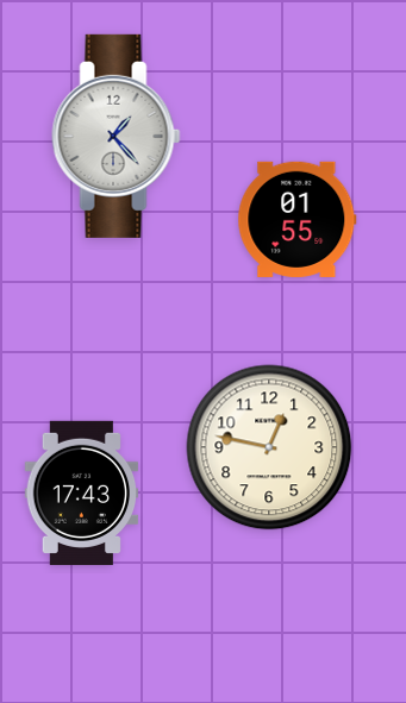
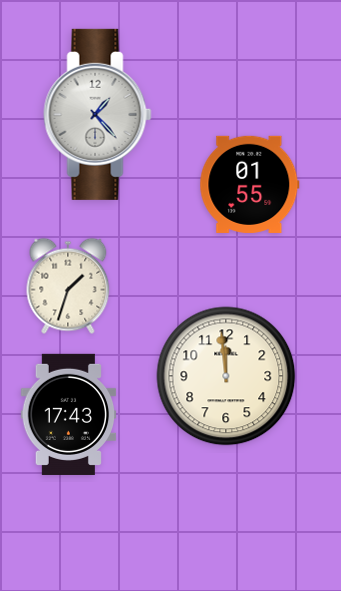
clock at (68, 286): none -> 1:33
clock at (269, 447): 12:47 -> 11:59
